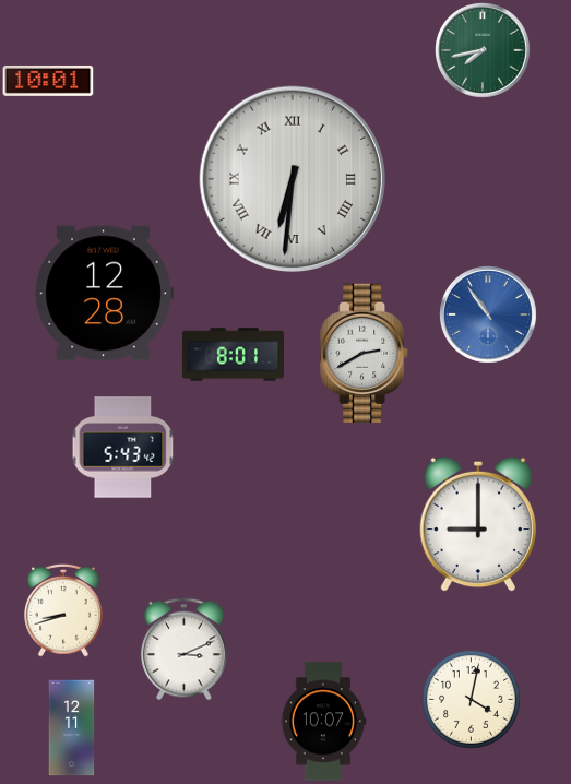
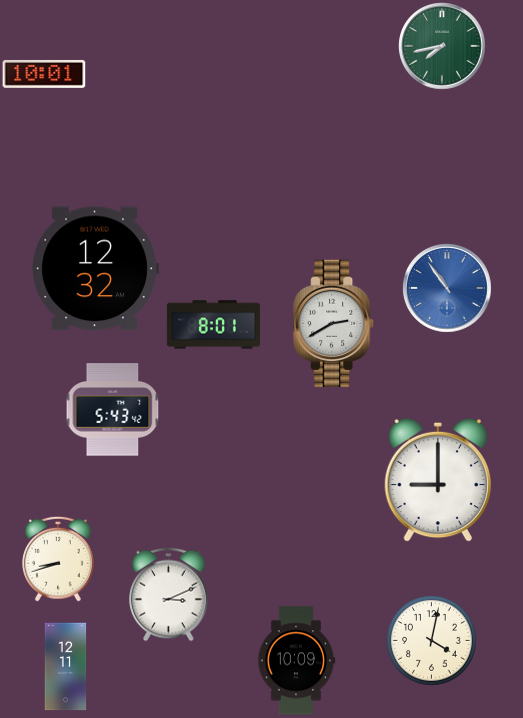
clock at (292, 178): 6:31 -> none
clock at (105, 294): 12:28 -> 12:32
clock at (323, 722): 10:07 -> 10:09
